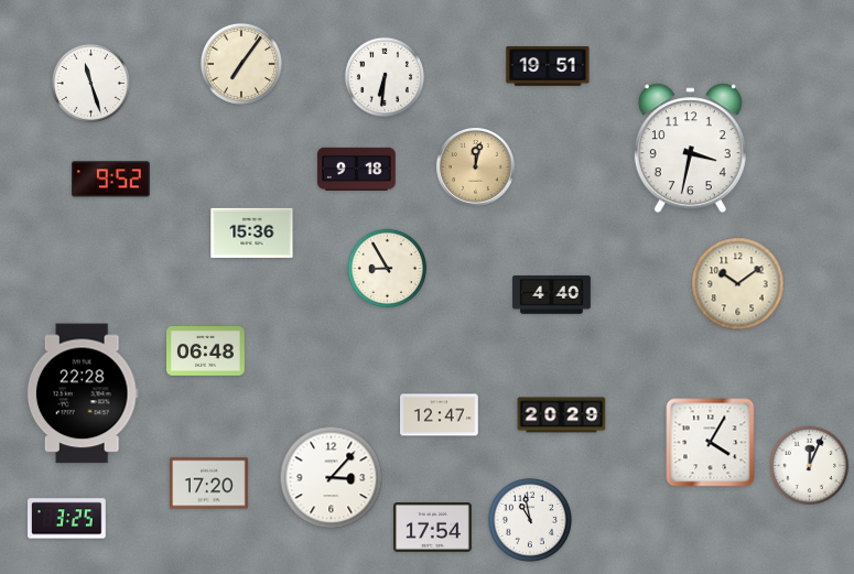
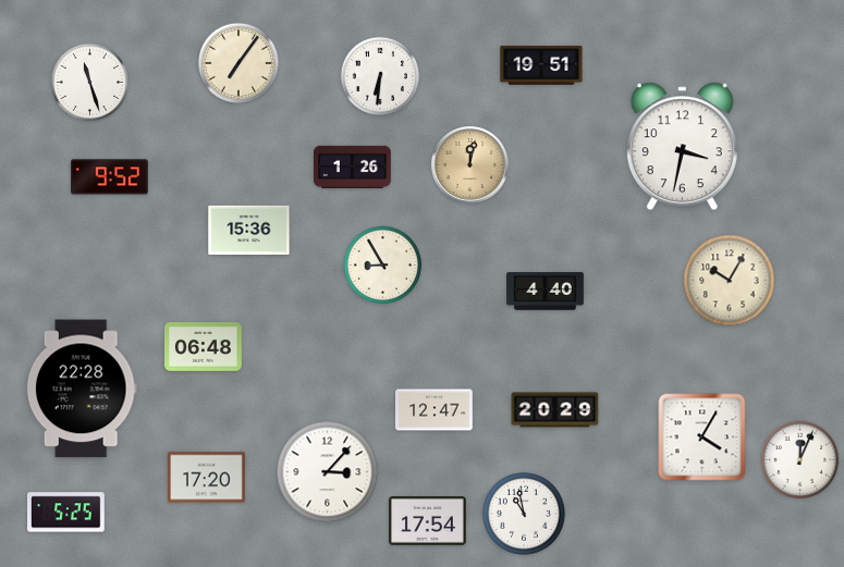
clock at (357, 169): 9:18 -> 1:26
clock at (738, 284): 10:09 -> 10:05
clock at (67, 519): 3:25 -> 5:25
